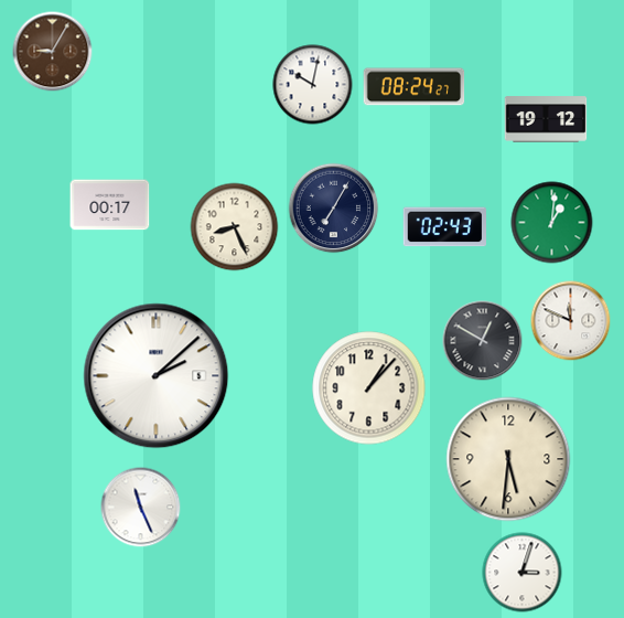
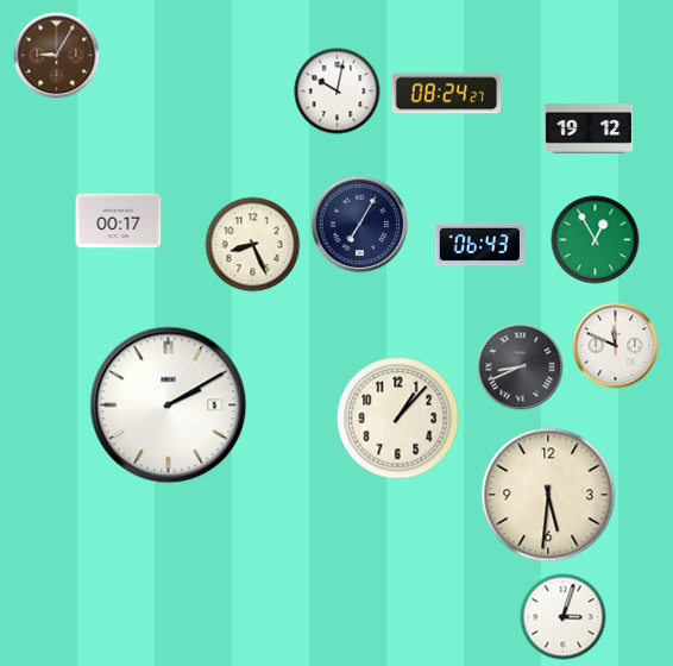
clock at (552, 223): 1:01 -> 12:55
clock at (444, 227): 02:43 -> 06:43
clock at (483, 341): 12:50 -> 8:41
clock at (157, 376): 2:08 -> 2:10
clock at (141, 508): 11:26 -> none
